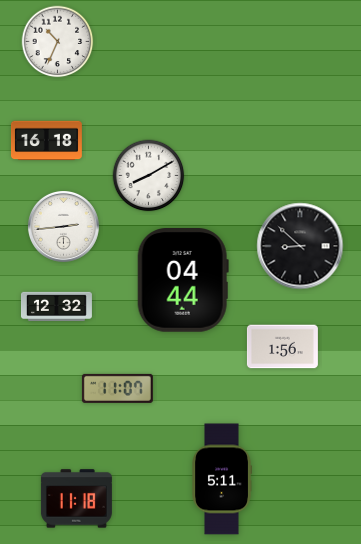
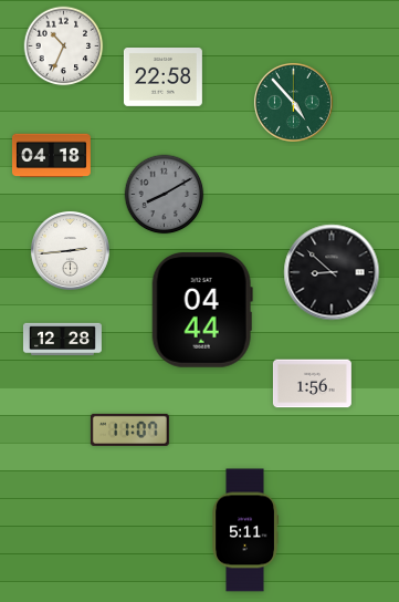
clock at (162, 77): none -> 22:58
clock at (293, 102): none -> 4:53
clock at (46, 141): 16:18 -> 04:18
clock at (149, 176) dial: white -> grey
clock at (56, 307): 12:32 -> 12:28
clock at (76, 499): 11:18 -> none
